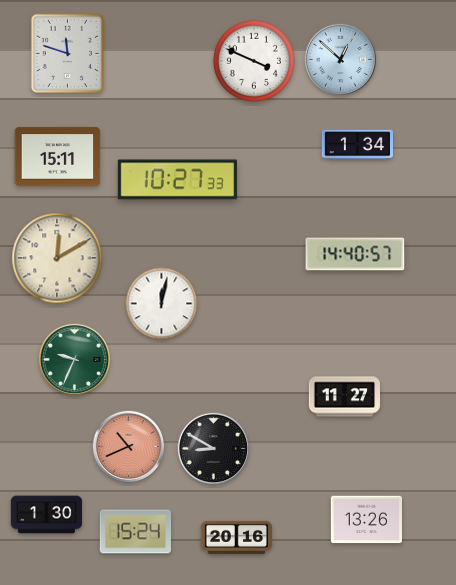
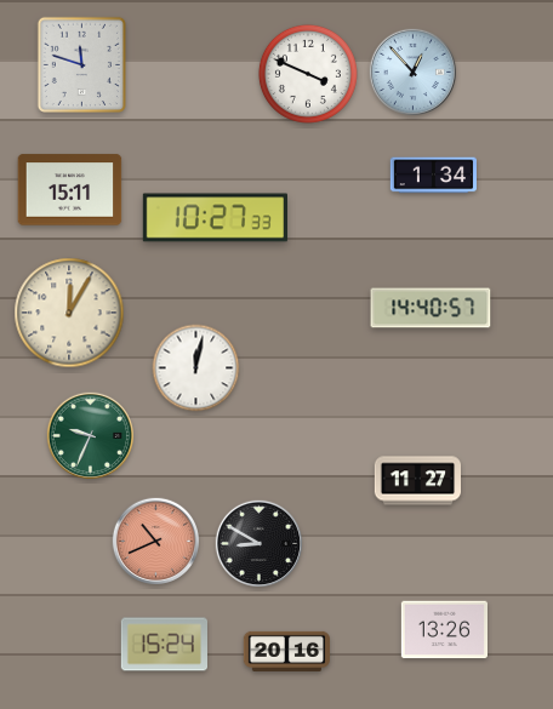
clock at (340, 59): 12:52 -> 12:53
clock at (57, 258): 12:10 -> 12:05
clock at (47, 515): 1:30 -> none
